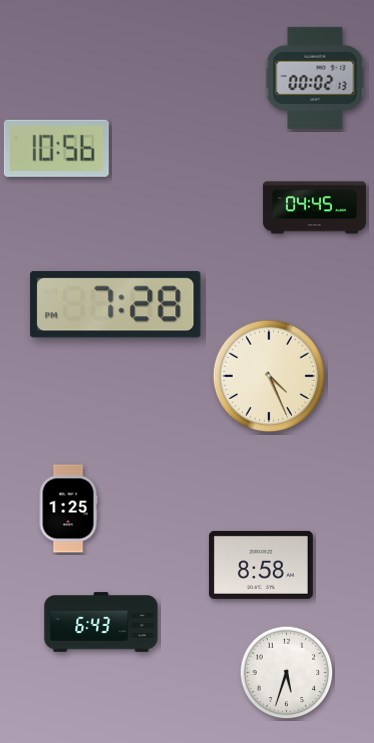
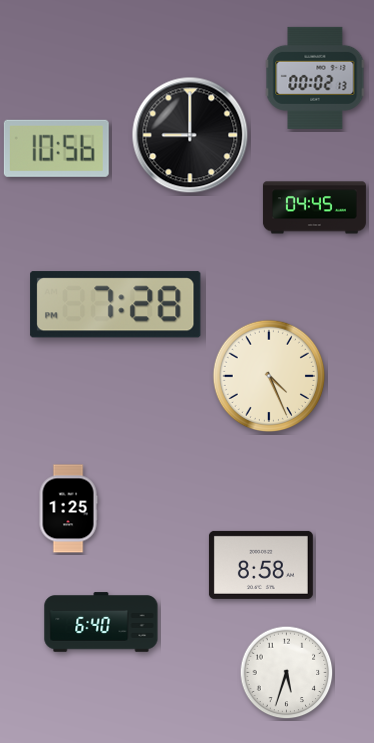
clock at (190, 135): none -> 9:00
clock at (101, 622): 6:43 -> 6:40
